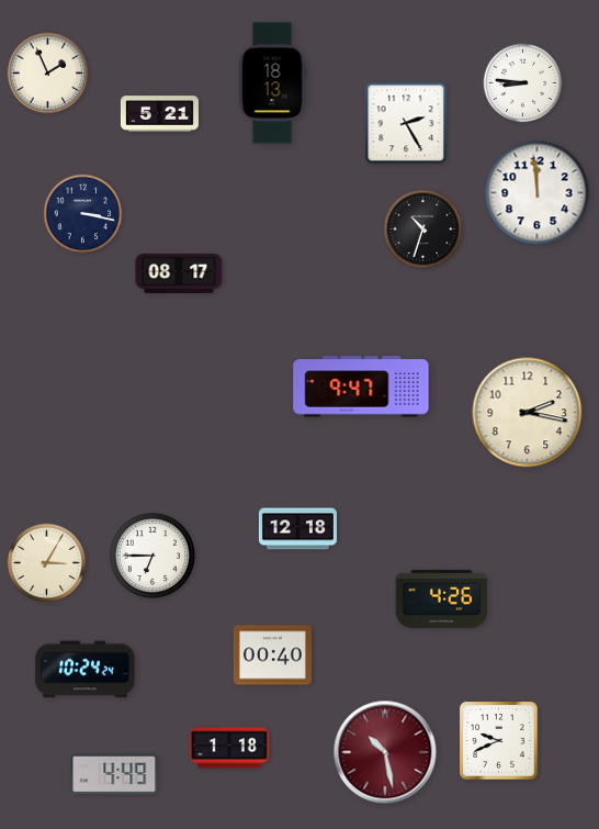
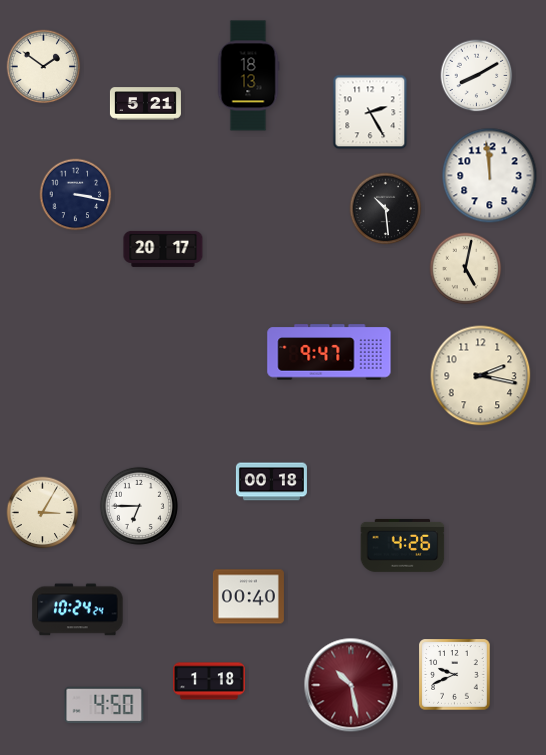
clock at (48, 74): 1:56 -> 1:51
clock at (523, 83): 8:46 -> 8:10
clock at (423, 229): 10:33 -> 10:29
clock at (179, 273): 08:17 -> 20:17
clock at (466, 269): none -> 5:02
clock at (297, 529): 12:18 -> 00:18
clock at (114, 774): 4:49 -> 4:50
